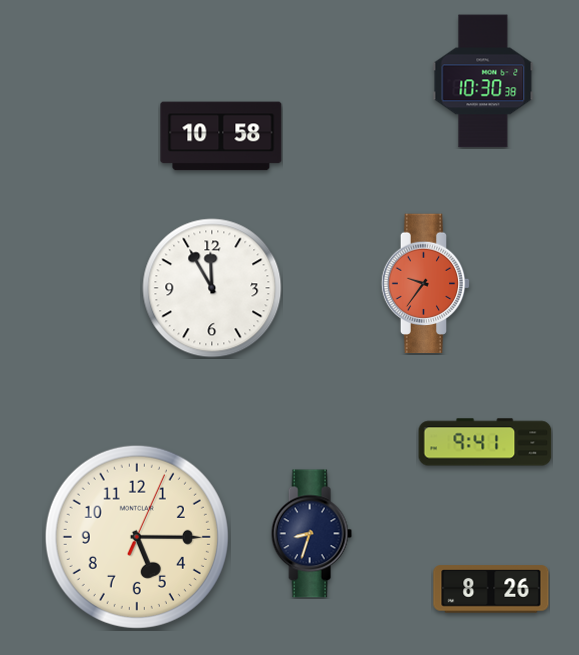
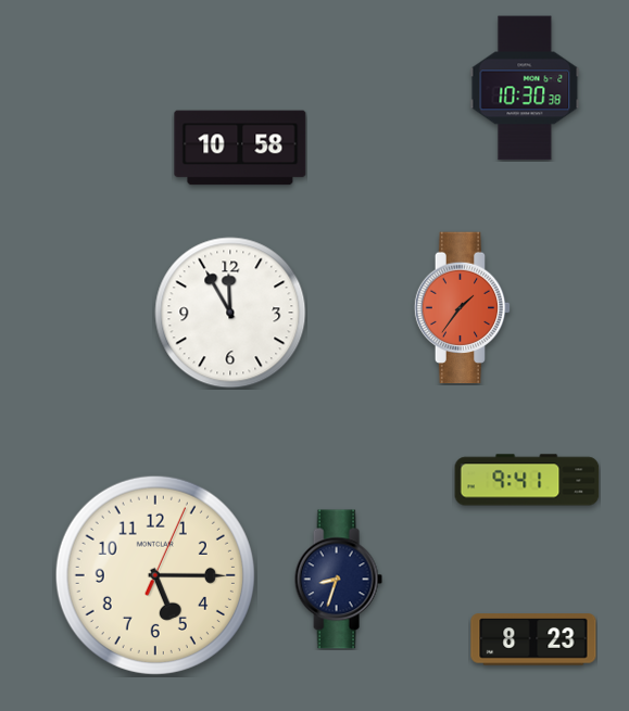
clock at (426, 284): 9:36 -> 1:36
clock at (137, 537) position: (137, 537) -> (155, 575)
clock at (491, 589): 8:26 -> 8:23
